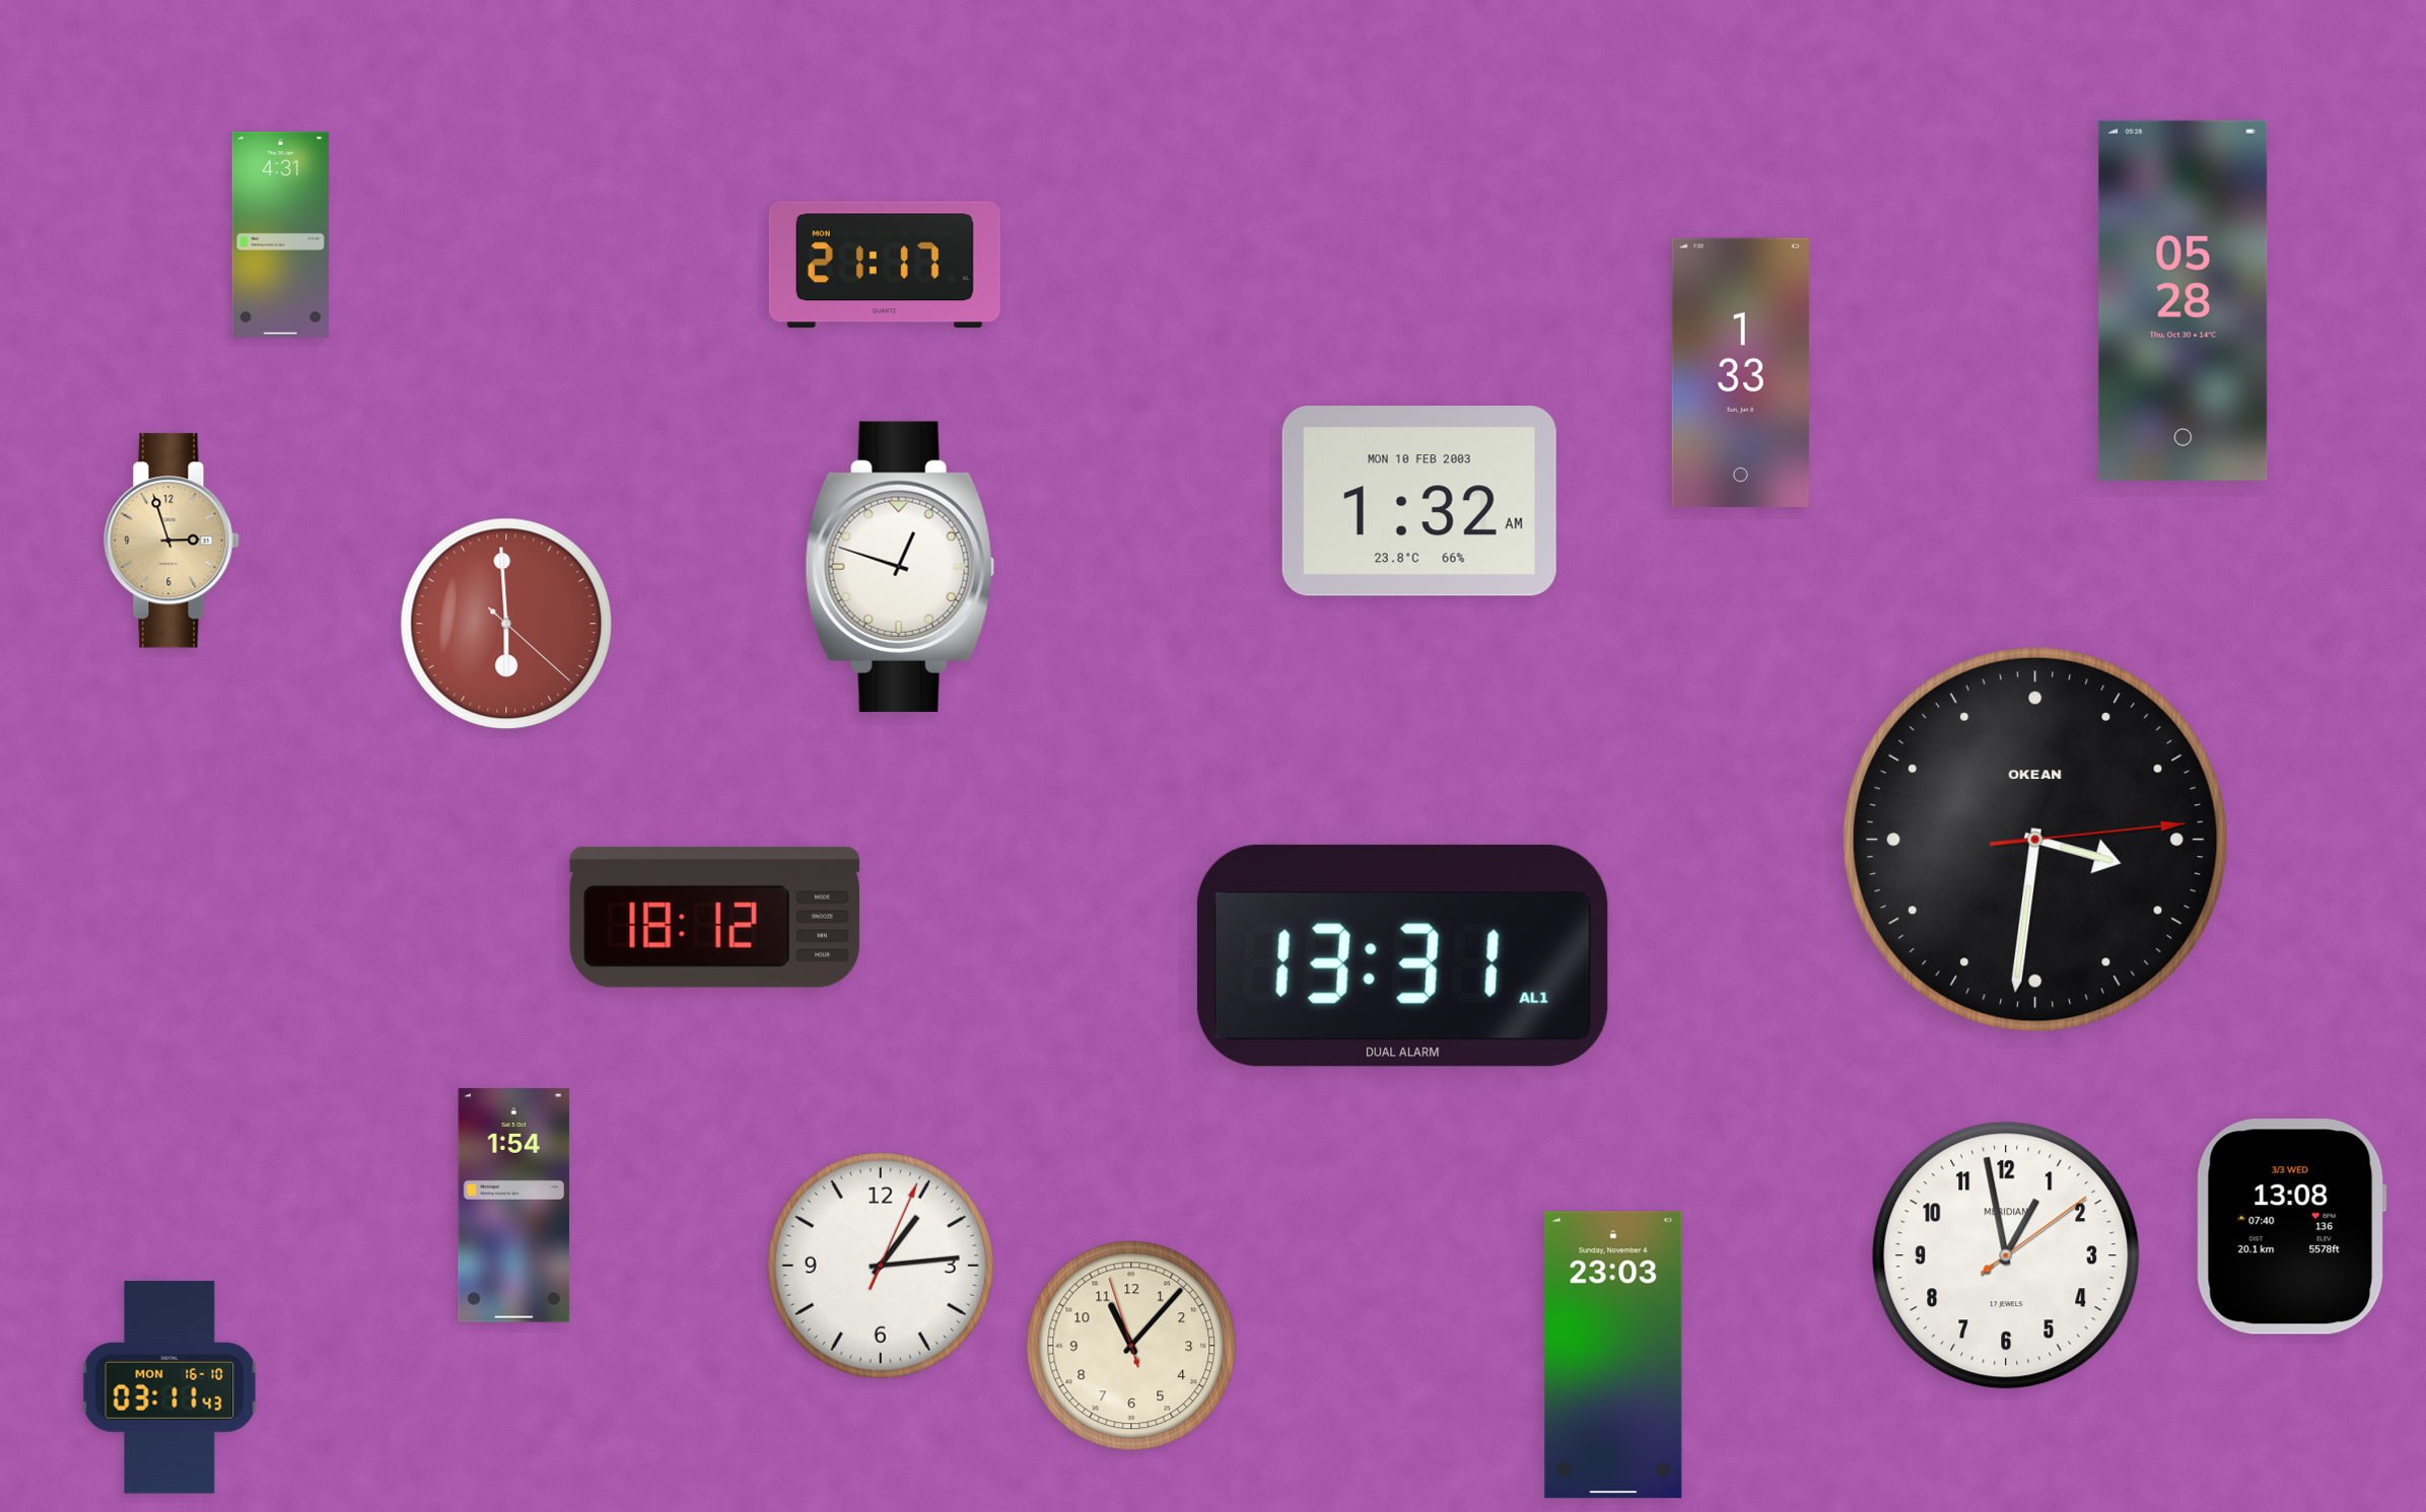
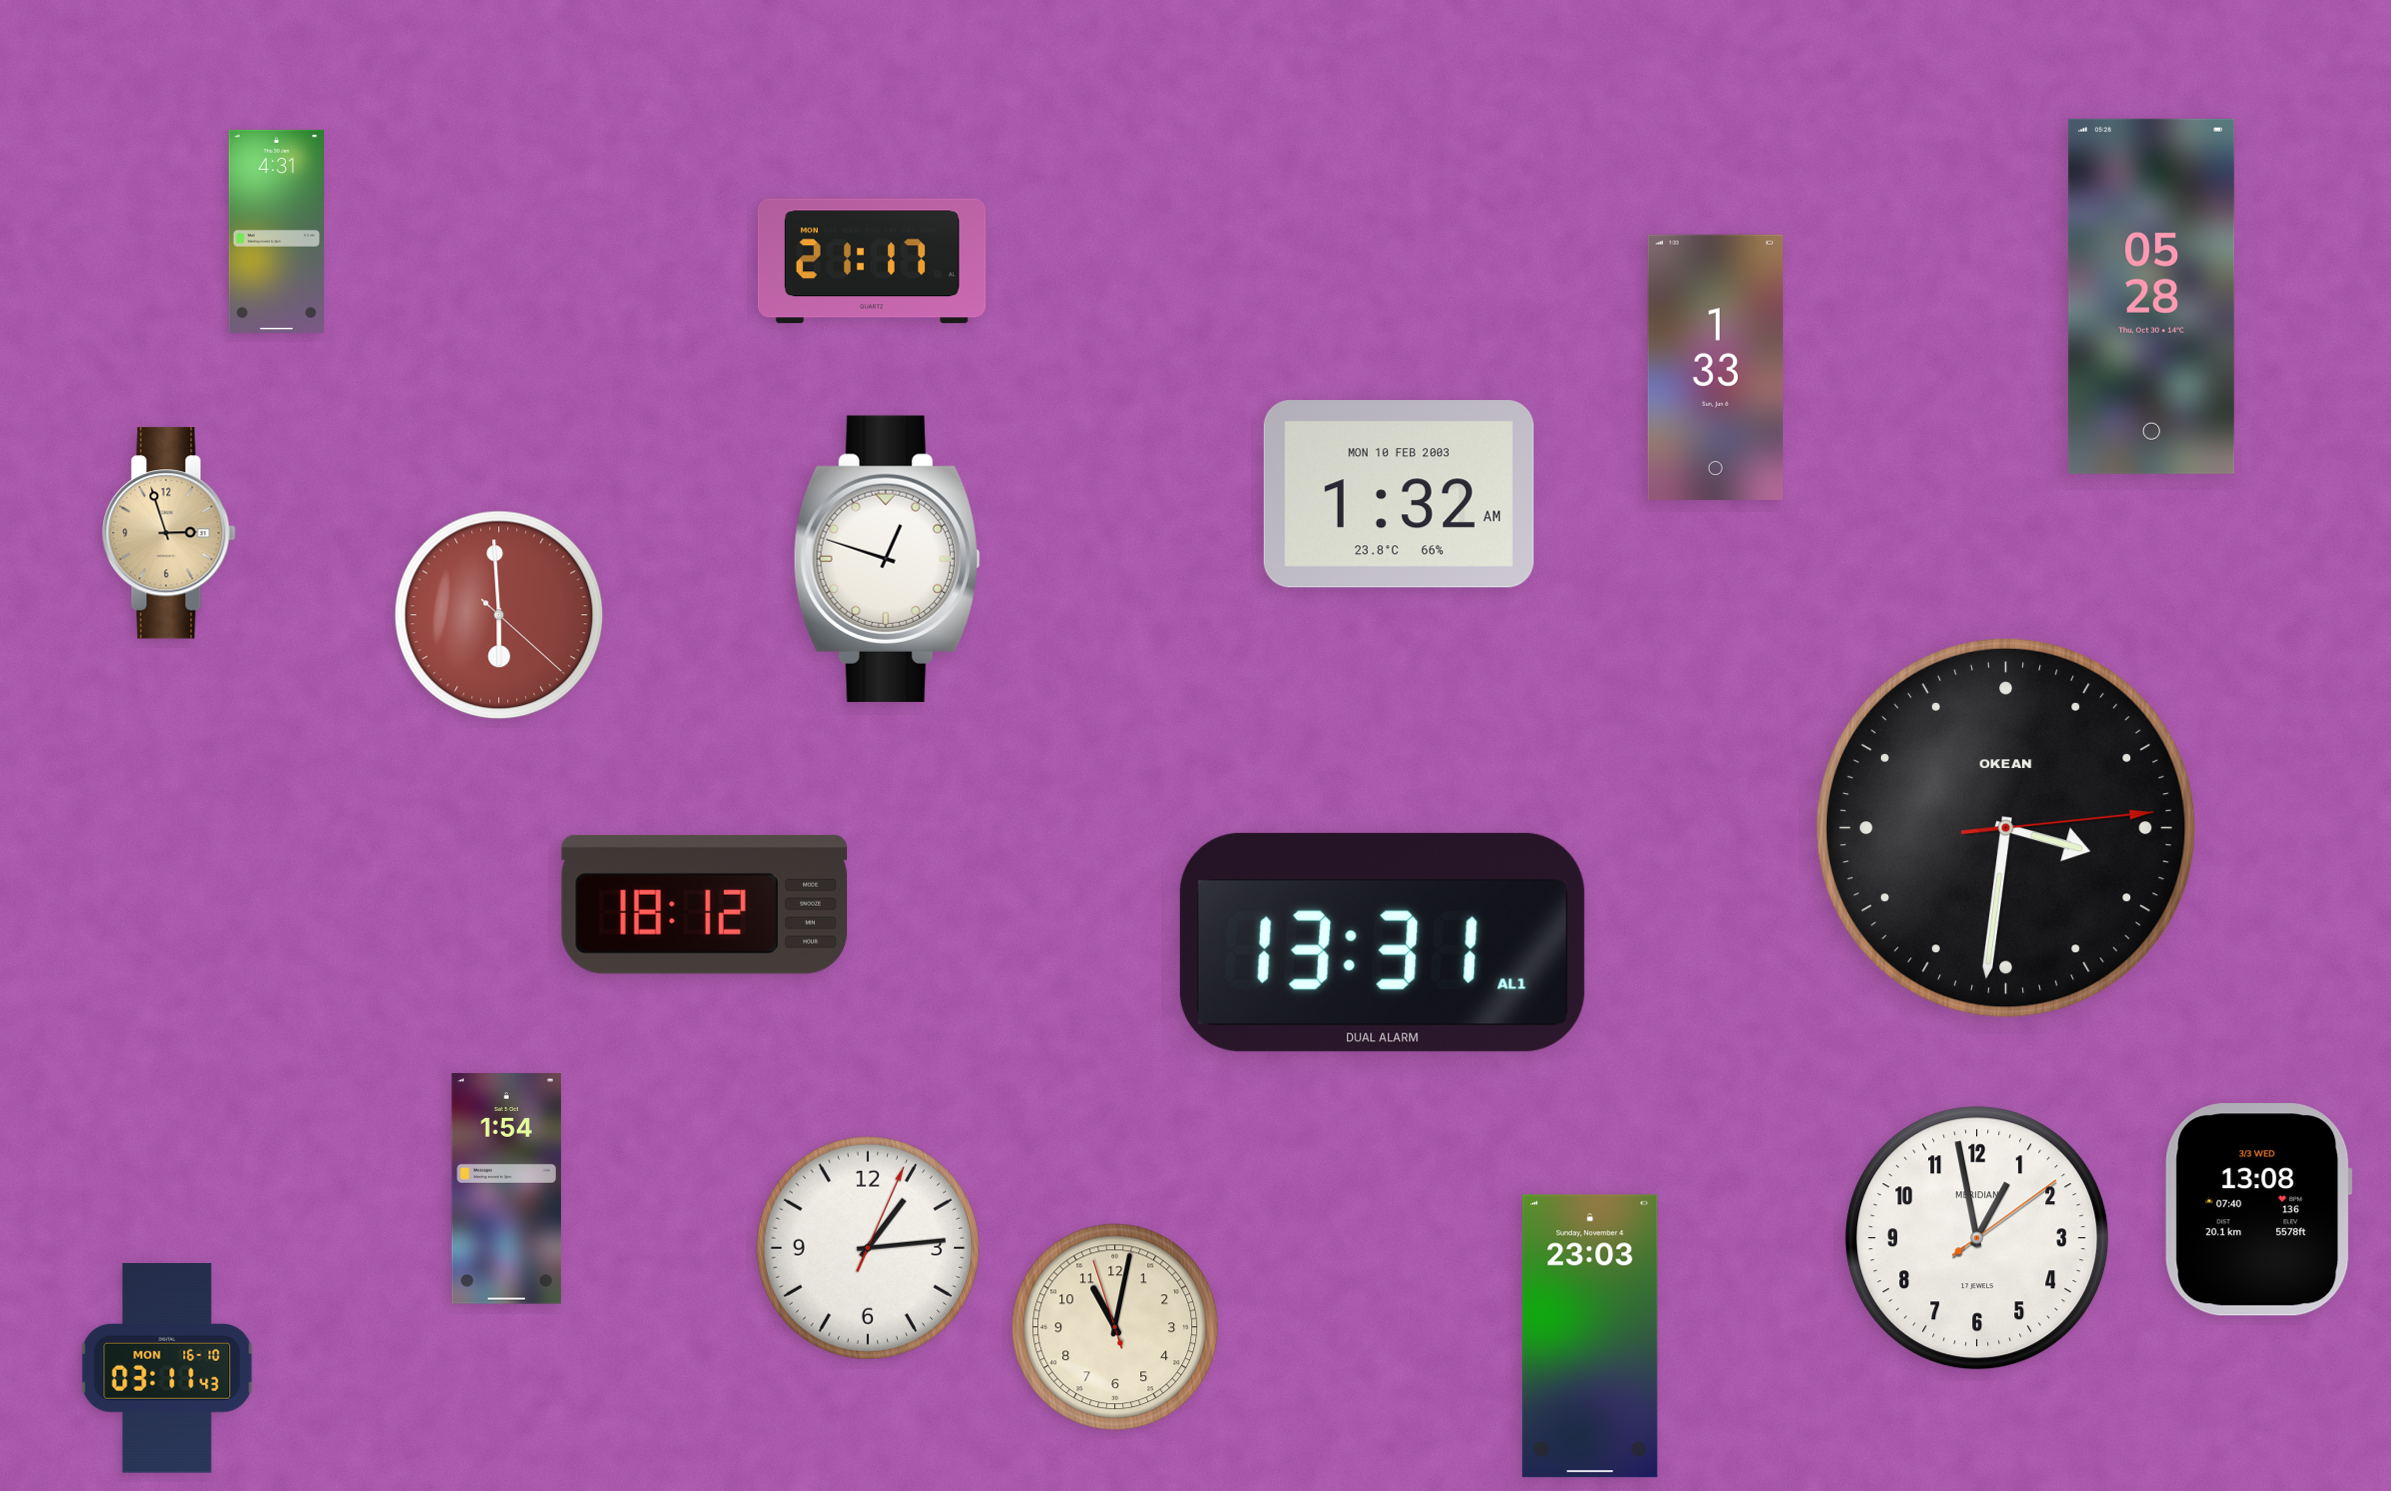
clock at (1131, 1346): 11:06 -> 11:01
